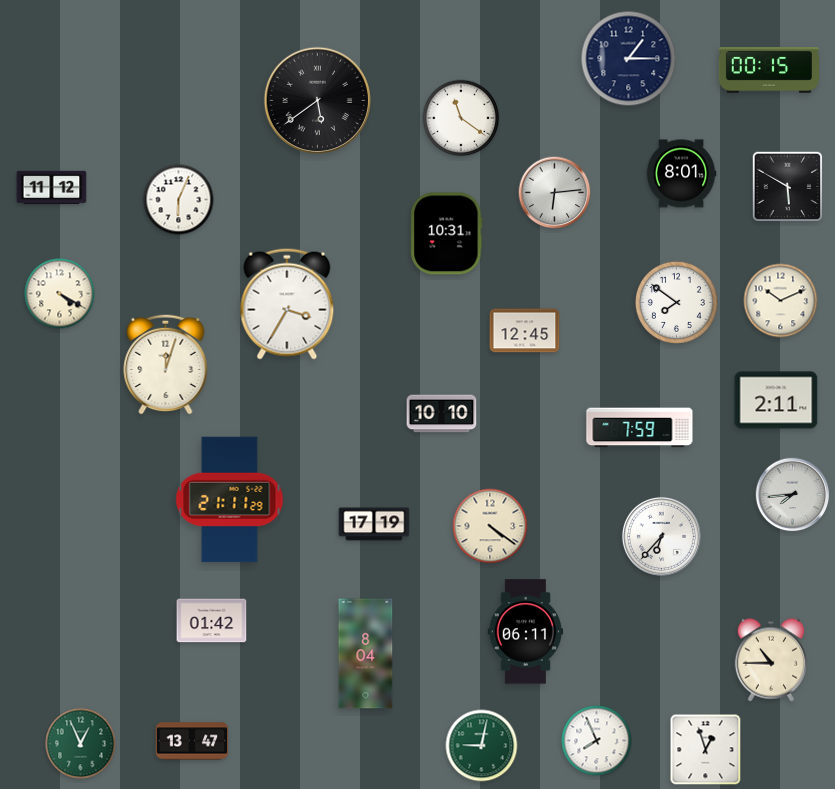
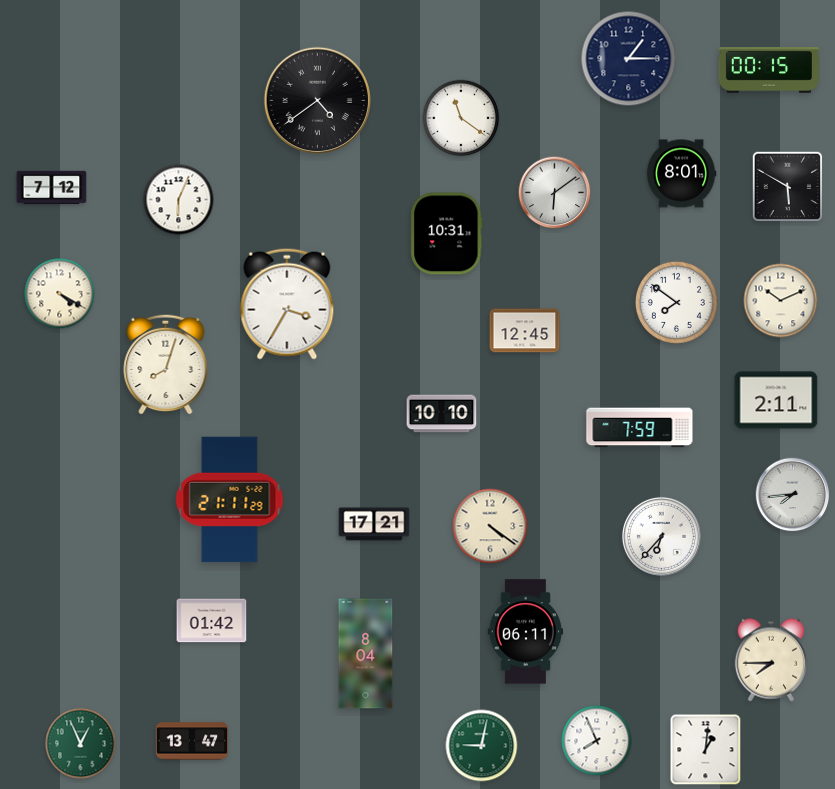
clock at (317, 100): 5:39 -> 4:39
clock at (52, 188): 11:12 -> 7:12
clock at (555, 193): 6:14 -> 6:09
clock at (166, 364): 12:03 -> 8:03
clock at (374, 524): 17:19 -> 17:21
clock at (770, 660): 10:45 -> 7:45
clock at (706, 750): 12:57 -> 1:01
